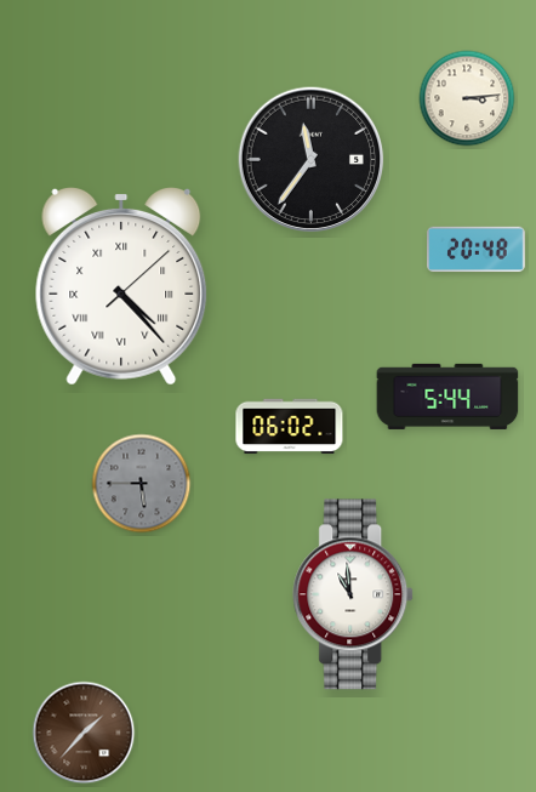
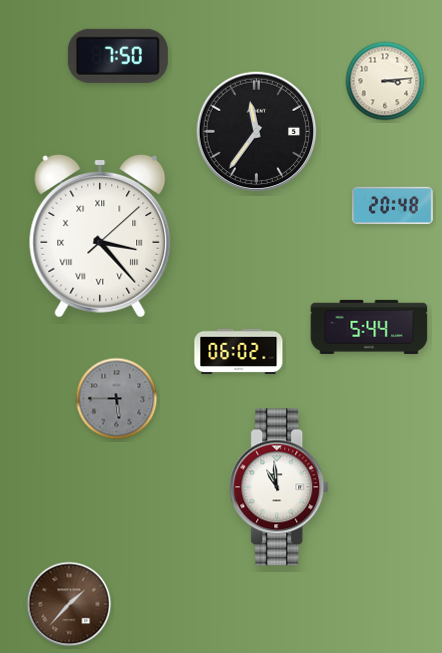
clock at (118, 56): none -> 7:50
clock at (121, 286): 4:23 -> 3:23
clock at (354, 594) position: (354, 594) -> (280, 487)
